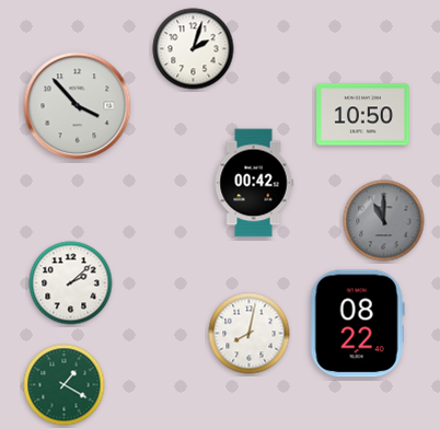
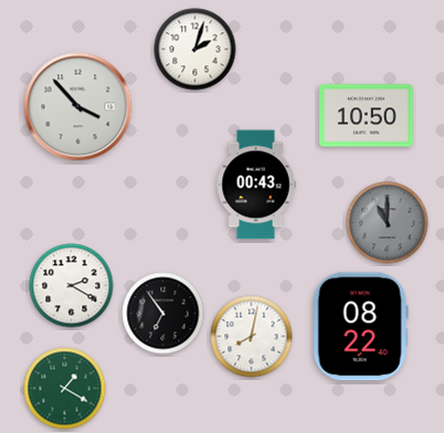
clock at (254, 183): 00:42 -> 00:43
clock at (71, 283): 2:08 -> 2:20
clock at (163, 314): none -> 6:54
